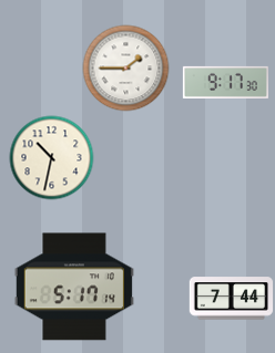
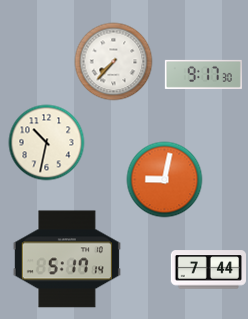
clock at (126, 69): 1:45 -> 7:37
clock at (165, 180): none -> 9:02
